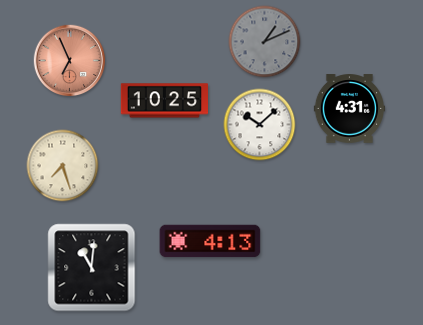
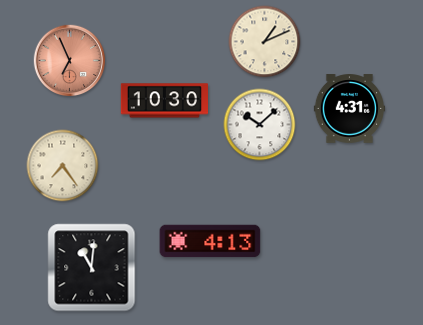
clock at (265, 42) dial: grey -> cream
clock at (164, 101): 10:25 -> 10:30
clock at (63, 166): 7:27 -> 7:24
